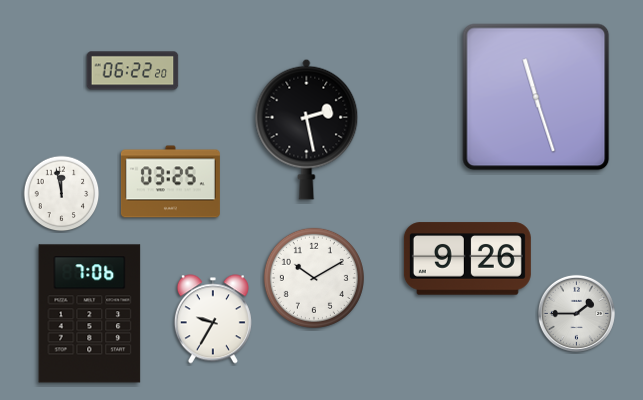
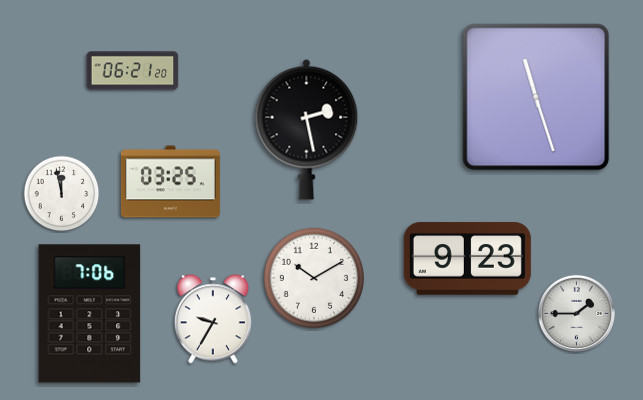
clock at (133, 71): 06:22 -> 06:21
clock at (467, 259): 9:26 -> 9:23
